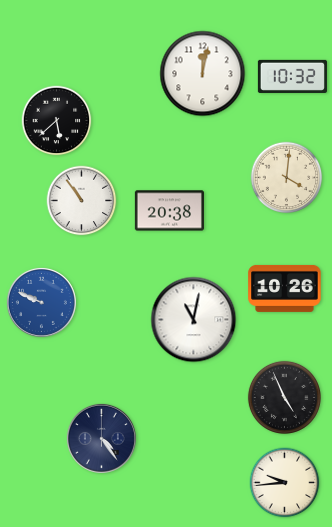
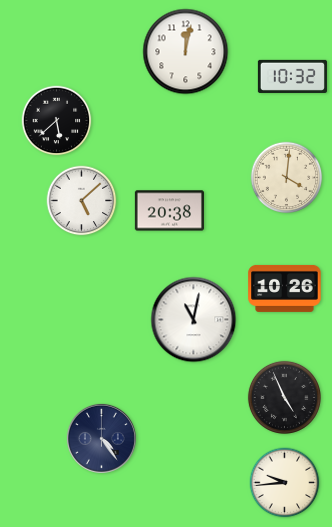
clock at (203, 74) position: (203, 74) -> (186, 52)
clock at (82, 201): 10:54 -> 5:08
clock at (41, 302): 9:49 -> none
